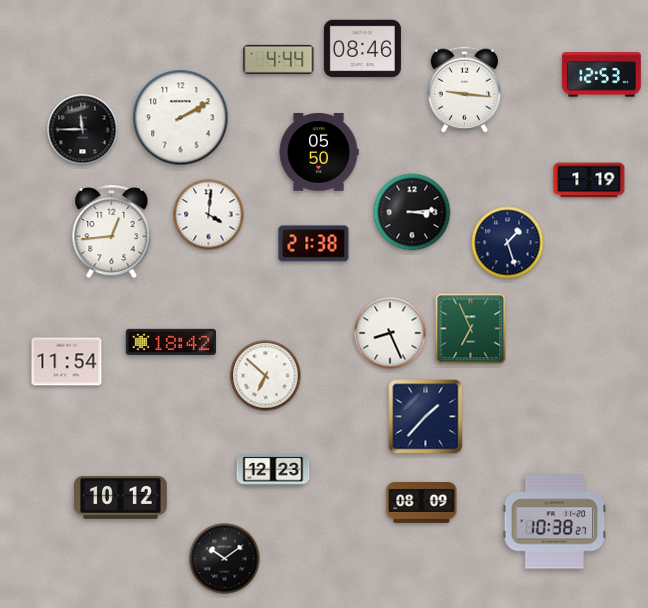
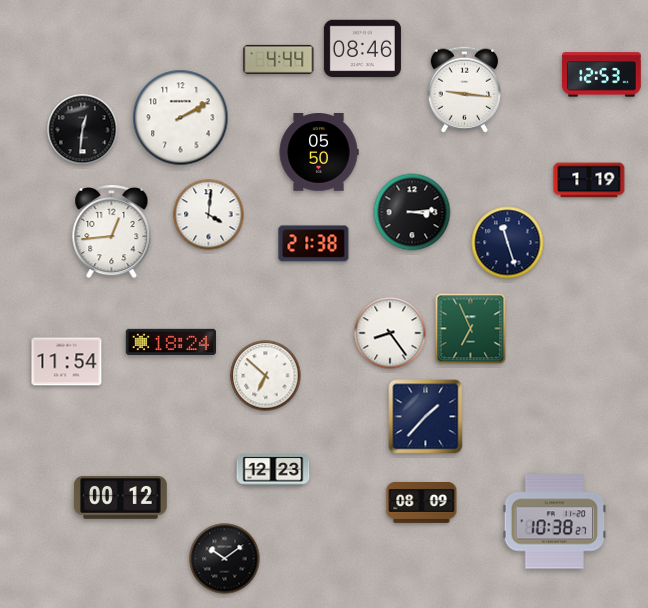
clock at (83, 130): 11:45 -> 12:31
clock at (508, 243): 1:27 -> 11:27
clock at (390, 333): 8:26 -> 8:24
clock at (170, 342): 18:42 -> 18:24
clock at (121, 498): 10:12 -> 00:12
